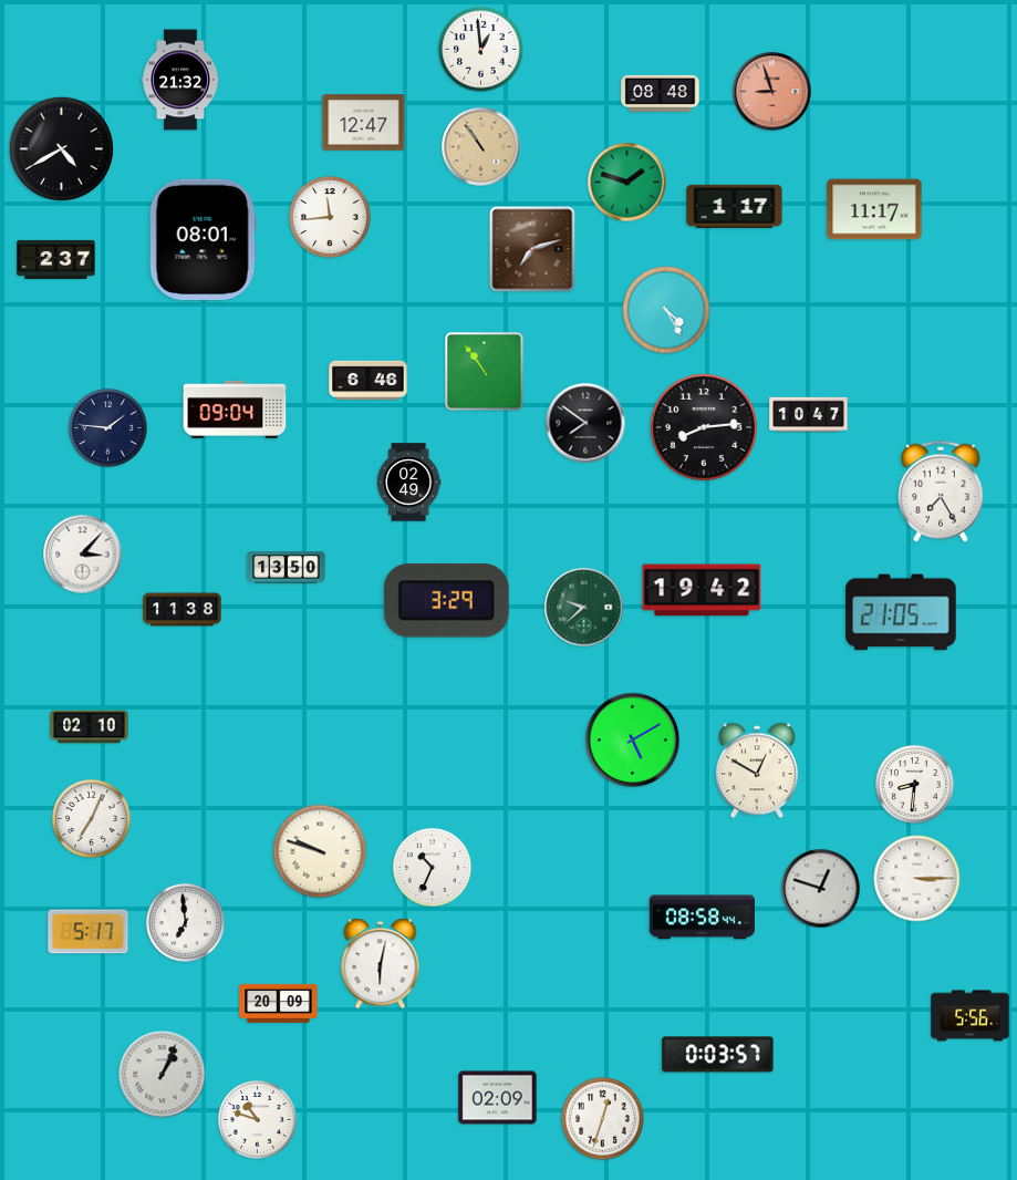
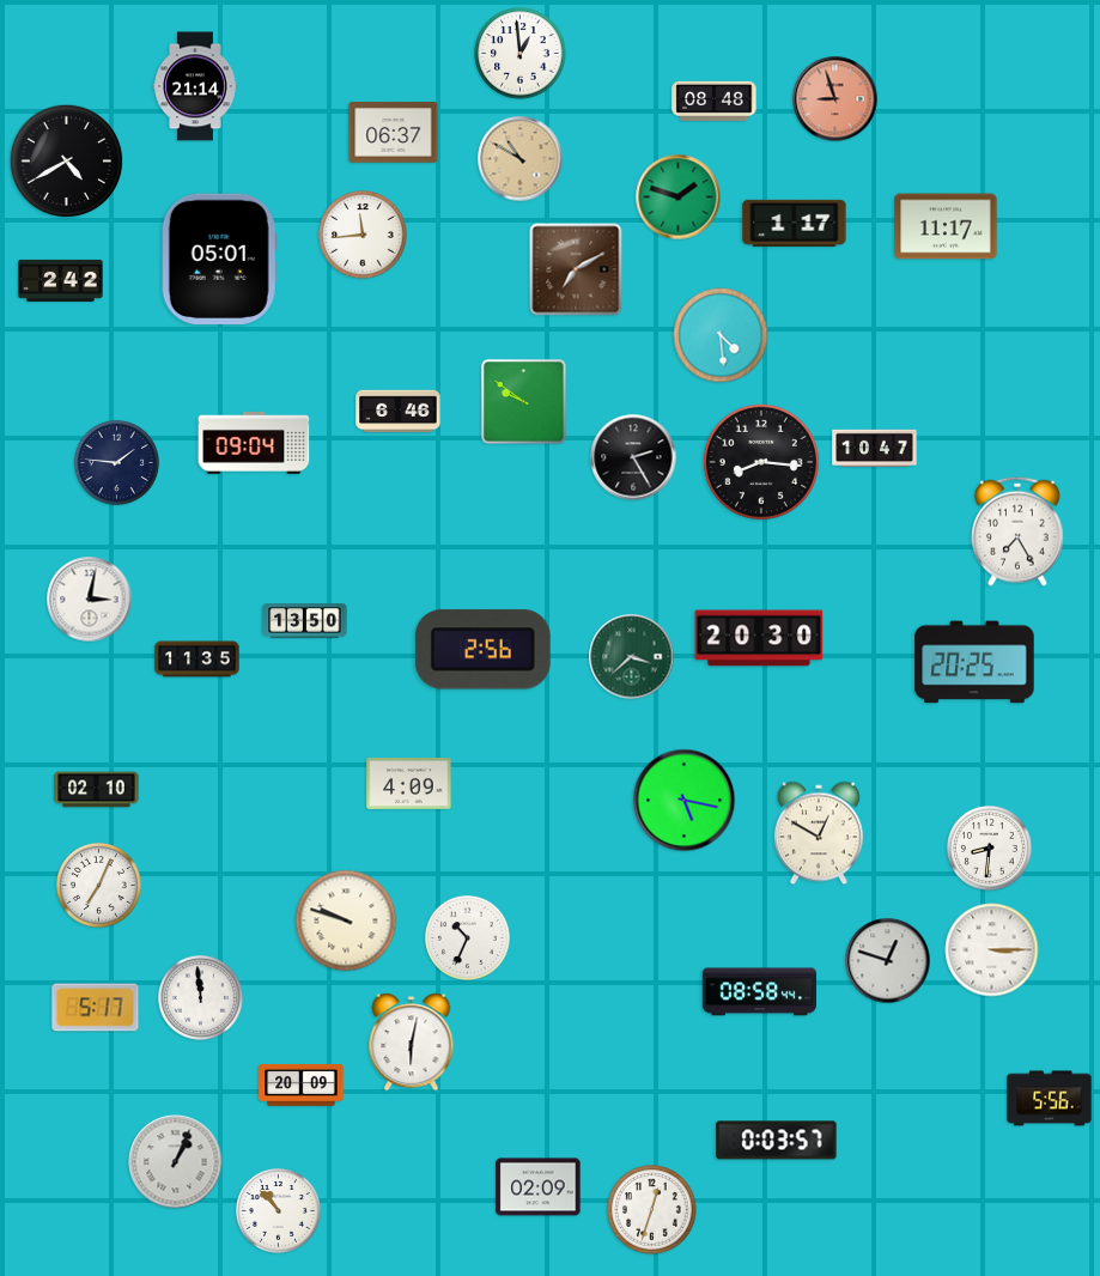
clock at (180, 80): 21:32 -> 21:14
clock at (364, 123): 12:47 -> 06:37
clock at (481, 147): 10:54 -> 10:50
clock at (330, 217) position: (330, 217) -> (363, 235)
clock at (203, 240): 08:01 -> 05:01
clock at (532, 249): 7:12 -> 7:10
clock at (56, 259): 2:37 -> 2:42
clock at (666, 310): 4:25 -> 4:29
clock at (485, 372): 10:54 -> 9:51
clock at (585, 423): 7:51 -> 2:25
clock at (704, 427): 8:14 -> 8:16
clock at (408, 483): 02:49 -> none
clock at (83, 555): 3:07 -> 3:02
clock at (287, 568) position: (287, 568) -> (305, 621)
clock at (702, 590): 19:42 -> 20:30
clock at (446, 601): 3:29 -> 2:56
clock at (584, 608): 9:38 -> 3:38
clock at (183, 610): 11:38 -> 11:35
clock at (901, 612): 21:05 -> 20:25
clock at (409, 784): none -> 4:09
clock at (90, 727) position: (90, 727) -> (97, 790)
clock at (633, 741): 5:10 -> 5:17
clock at (185, 922): 6:59 -> 11:59
clock at (257, 1119): 10:48 -> 10:53
